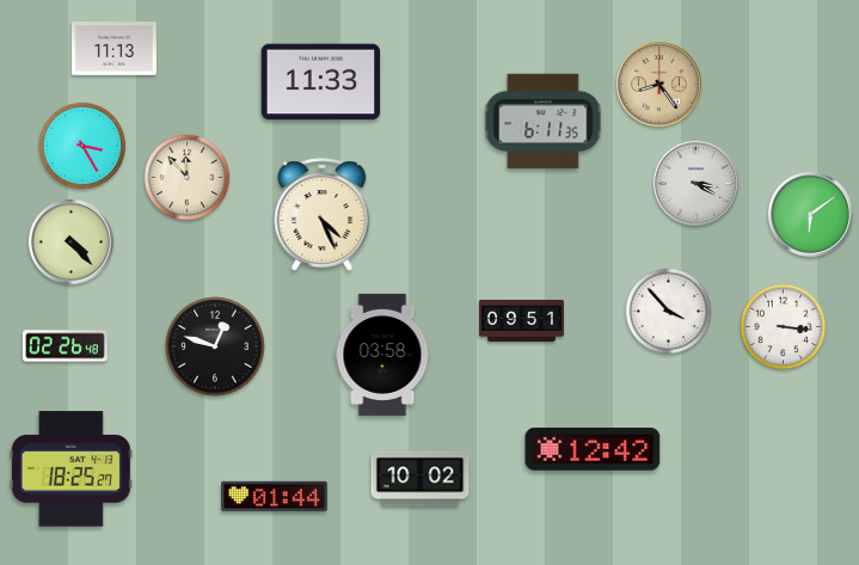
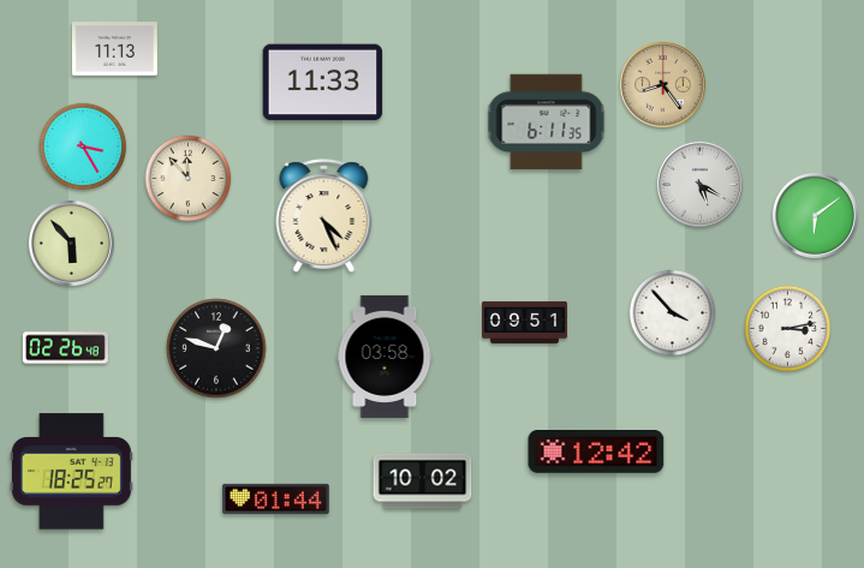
clock at (695, 183): 3:20 -> 5:20
clock at (70, 241): 4:23 -> 5:53
clock at (784, 327): 3:16 -> 3:13
